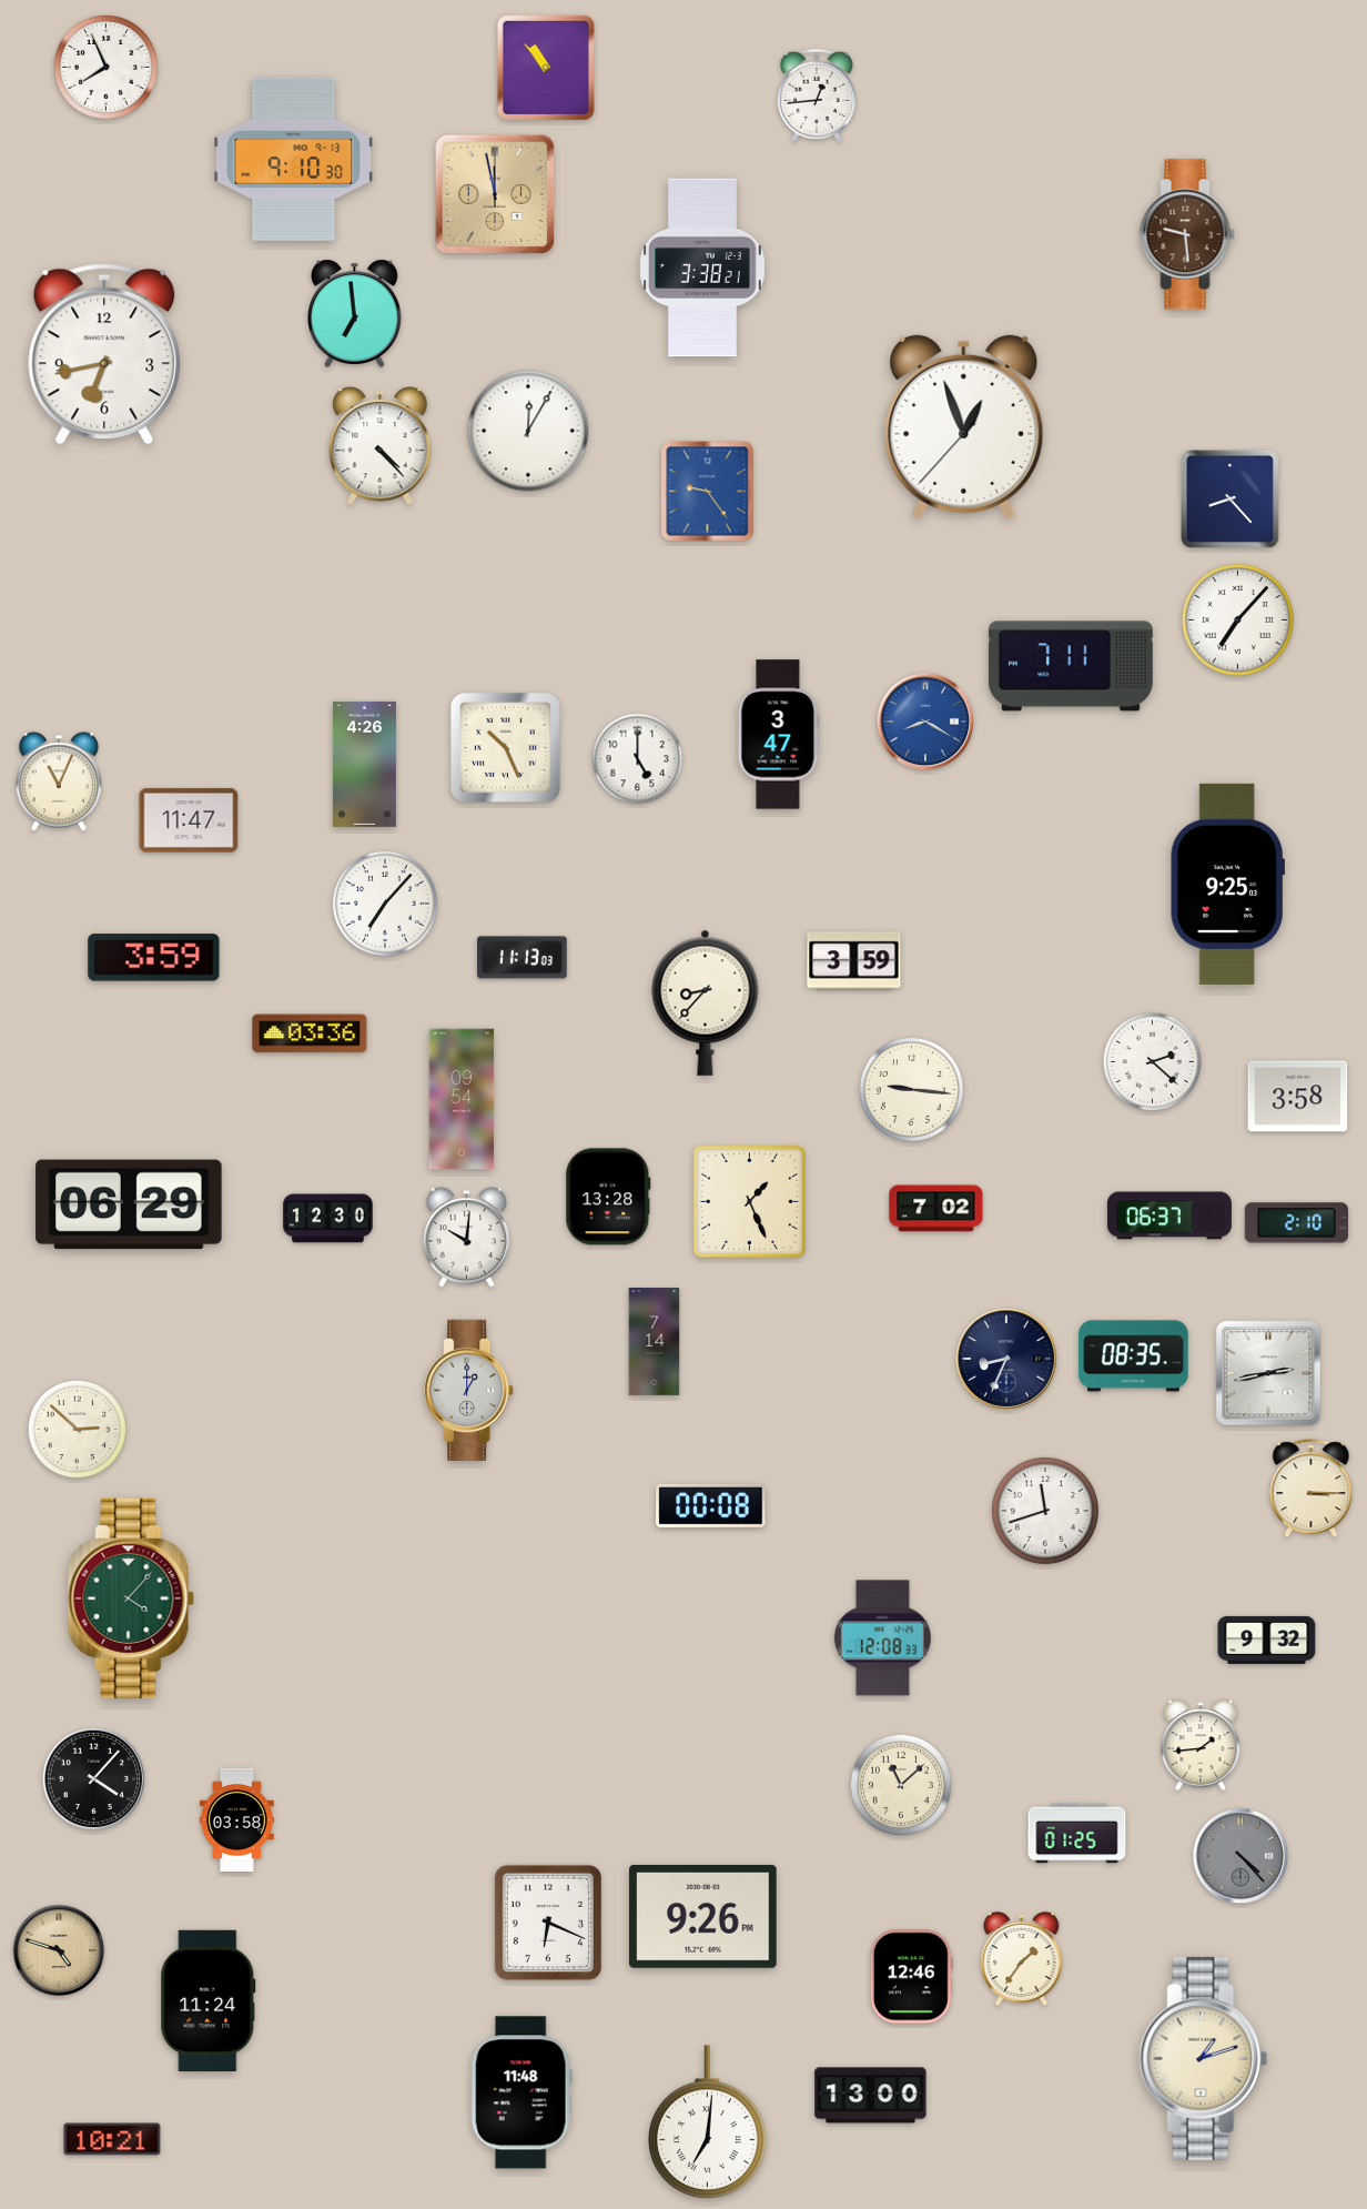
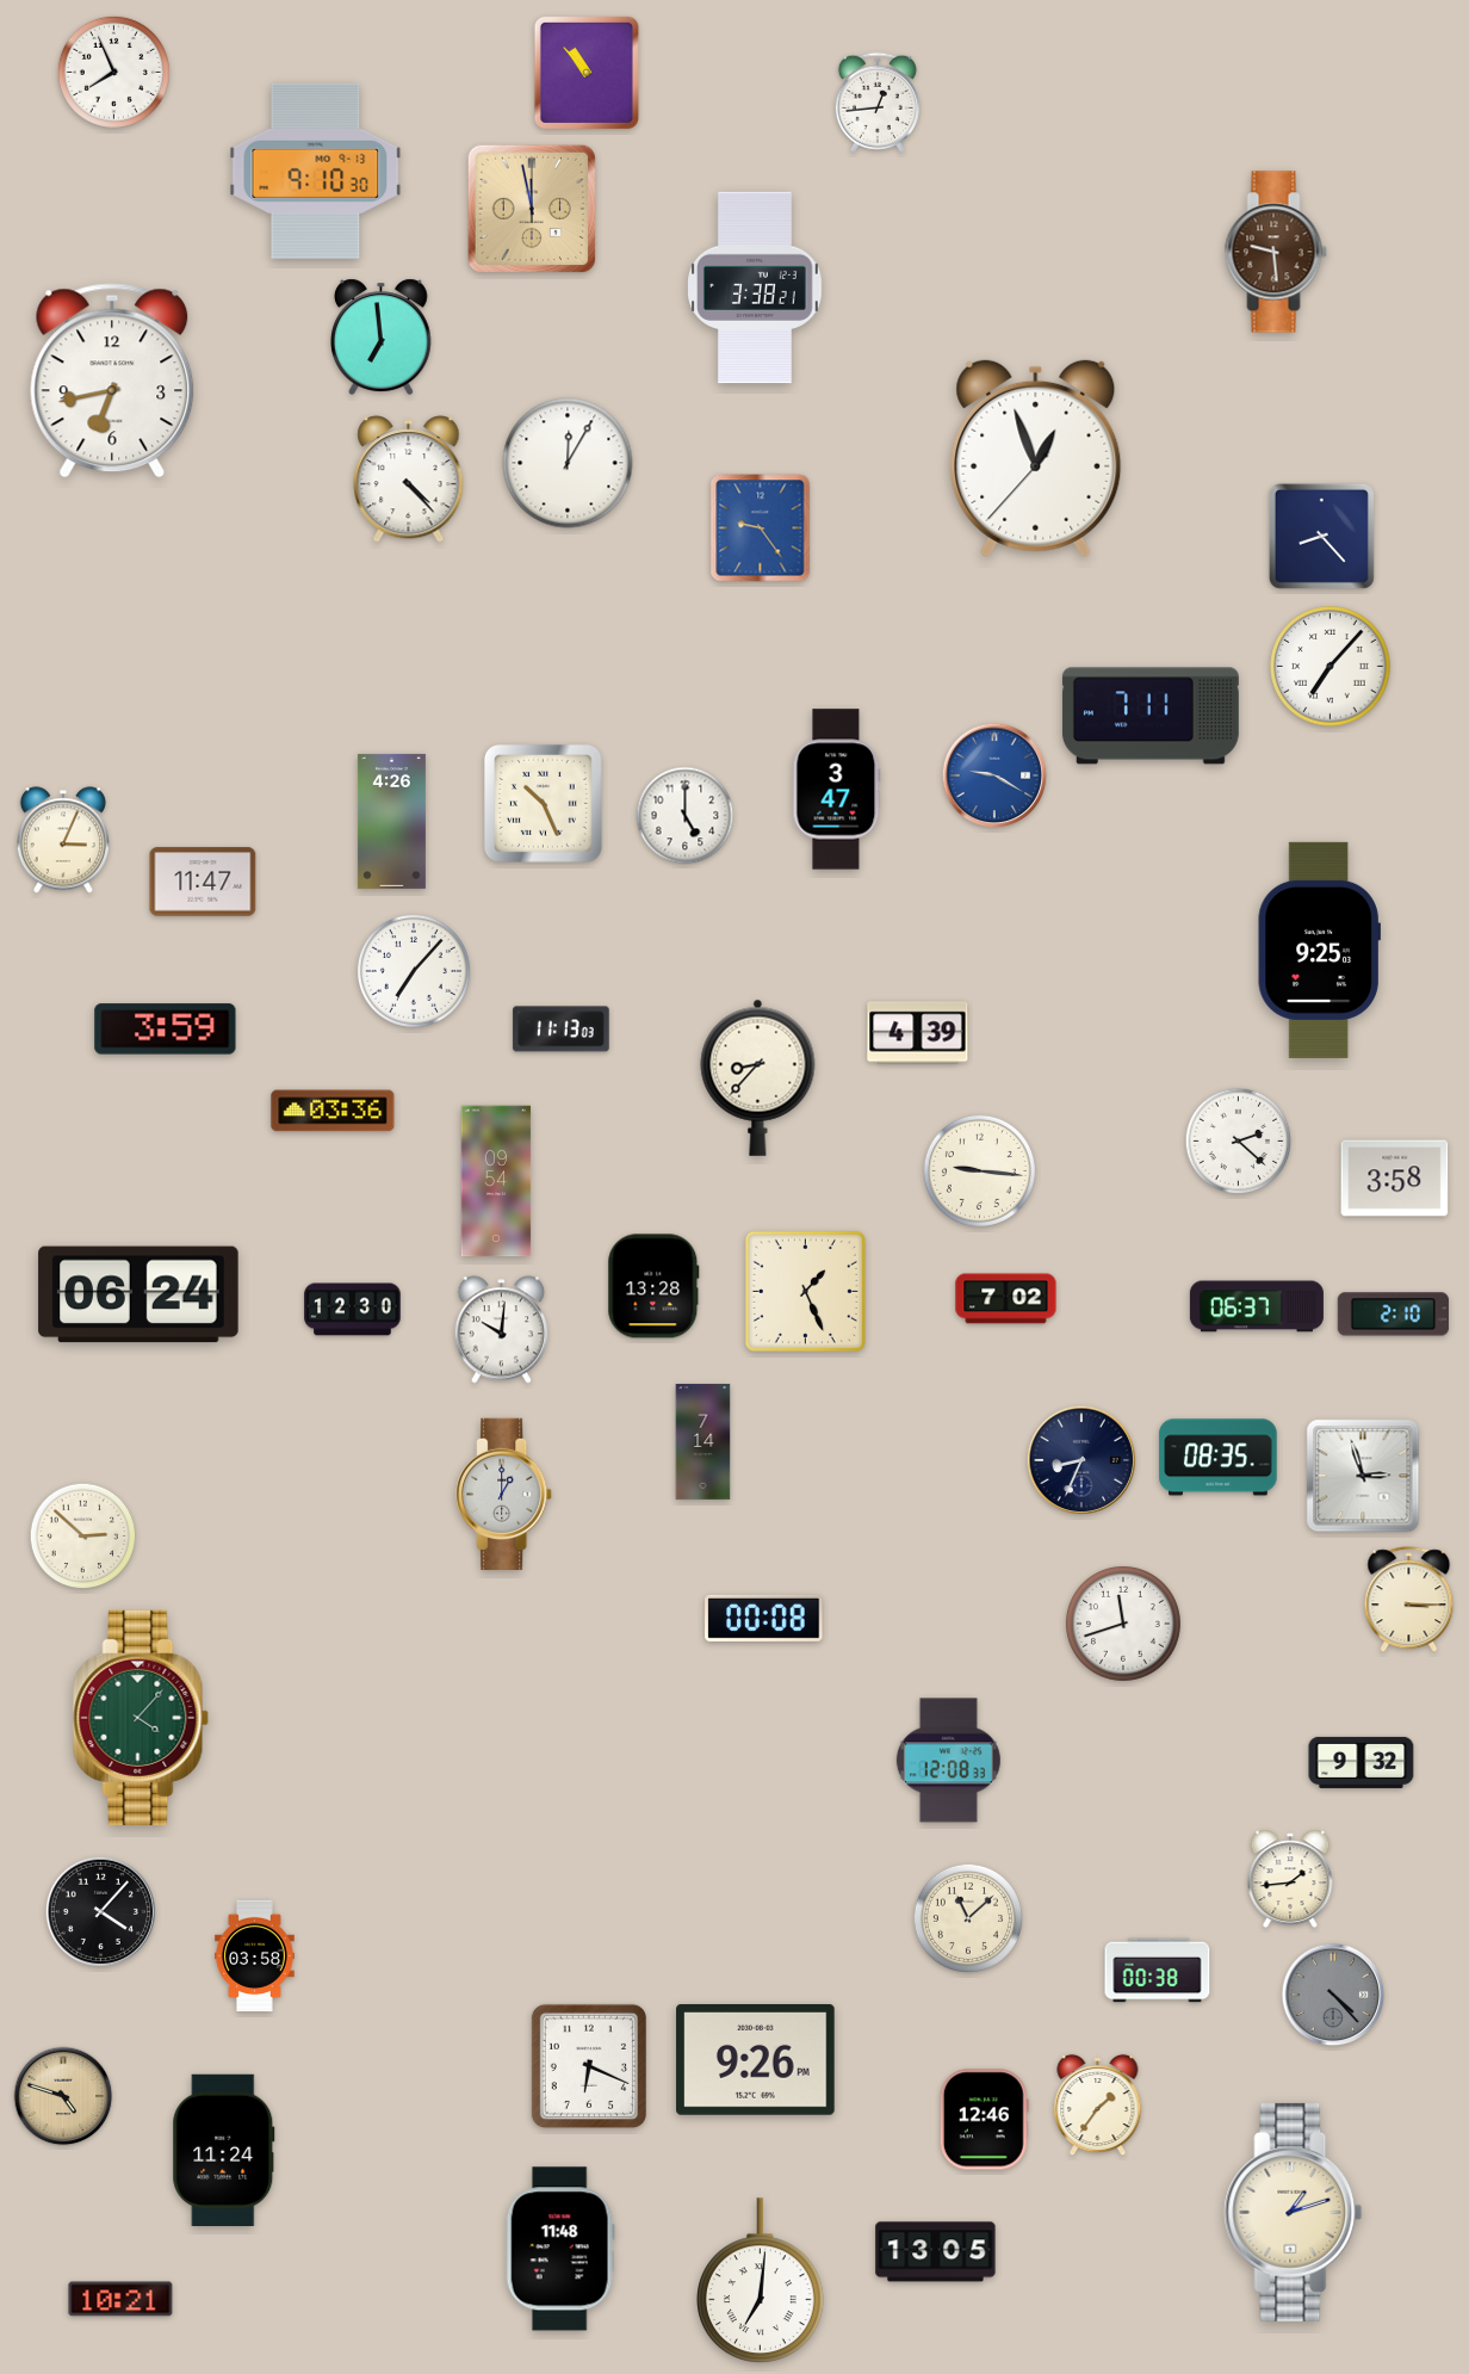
clock at (925, 722): 8:20 -> 9:20
clock at (59, 781): 11:04 -> 3:04
clock at (854, 961): 3:59 -> 4:39
clock at (129, 1204): 06:29 -> 06:24
clock at (1268, 1373): 2:43 -> 2:57
clock at (1201, 1745) position: (1201, 1745) -> (1290, 1879)
clock at (1077, 1834): 01:25 -> 00:38
clock at (911, 1977) position: (911, 1977) -> (984, 2120)
clock at (871, 2096): 13:00 -> 13:05
